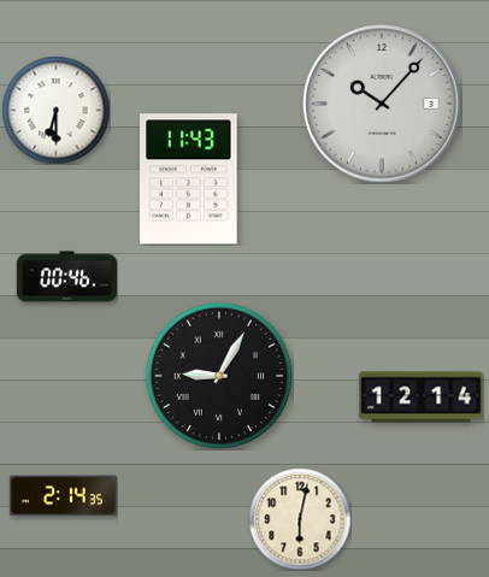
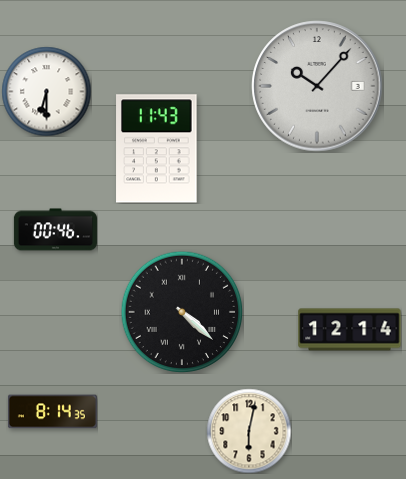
clock at (219, 376): 9:05 -> 4:22
clock at (63, 496): 2:14 -> 8:14
